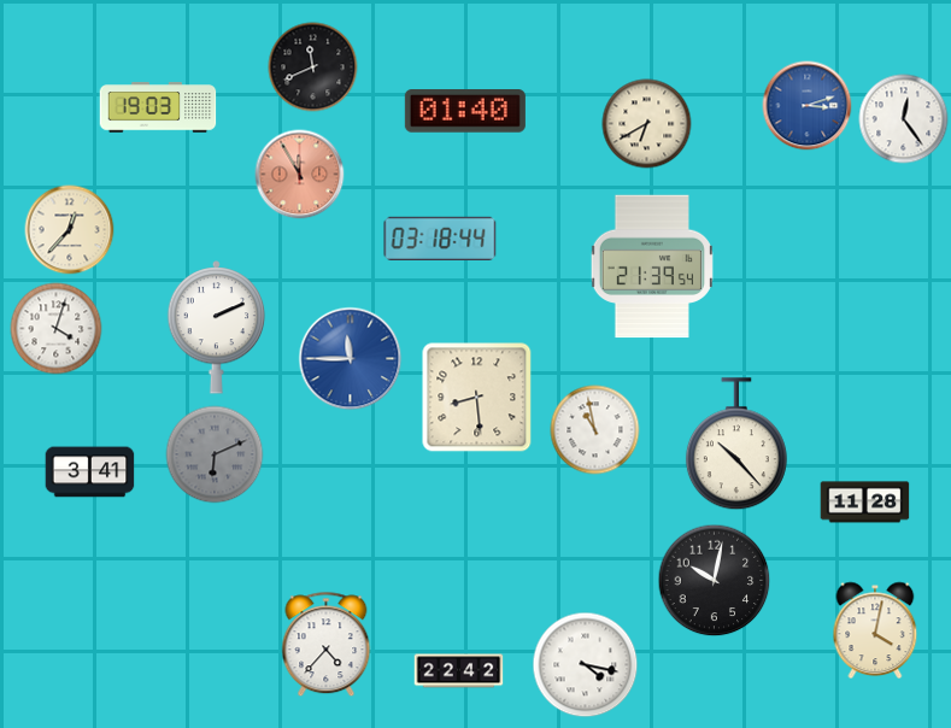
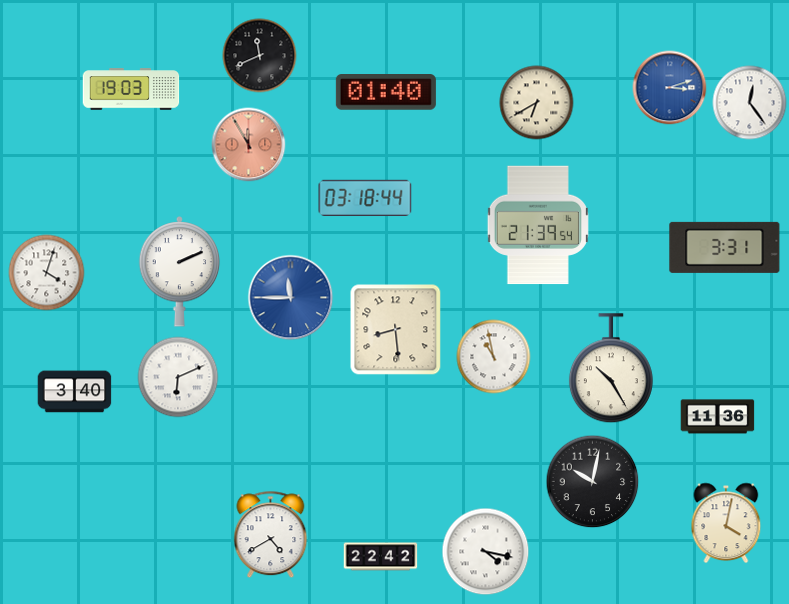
clock at (904, 119) position: (904, 119) -> (750, 103)
clock at (70, 230): 12:37 -> none
clock at (652, 266) position: (652, 266) -> (538, 225)
clock at (725, 247): none -> 3:31
clock at (736, 445): 10:23 -> 10:25
clock at (215, 454) dial: grey -> white
clock at (90, 472): 3:41 -> 3:40
clock at (865, 503): 11:28 -> 11:36
clock at (327, 645): 4:37 -> 4:40
